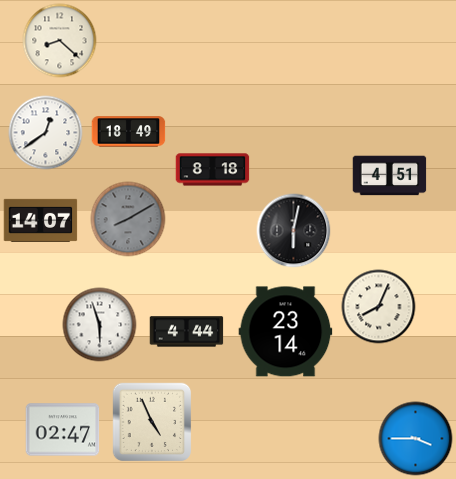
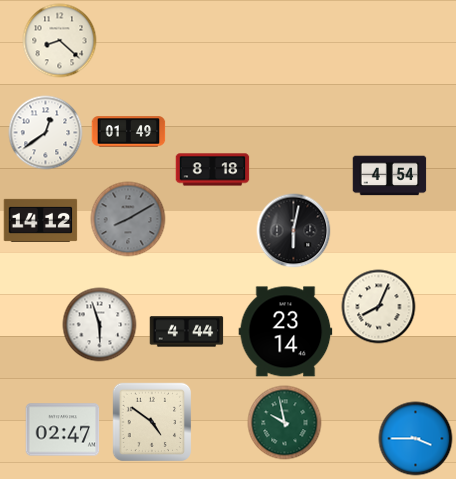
clock at (129, 132): 18:49 -> 01:49
clock at (390, 176): 4:51 -> 4:54
clock at (41, 220): 14:07 -> 14:12
clock at (152, 422): 4:56 -> 4:51
clock at (285, 423): none -> 9:58
